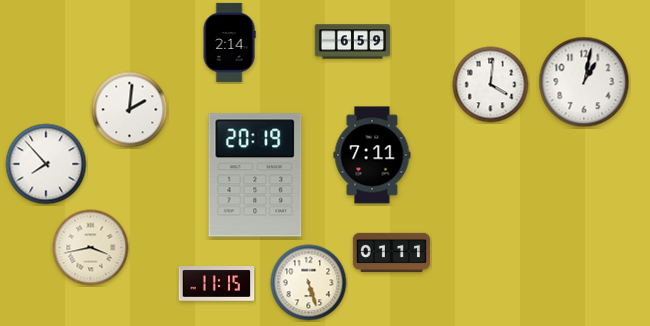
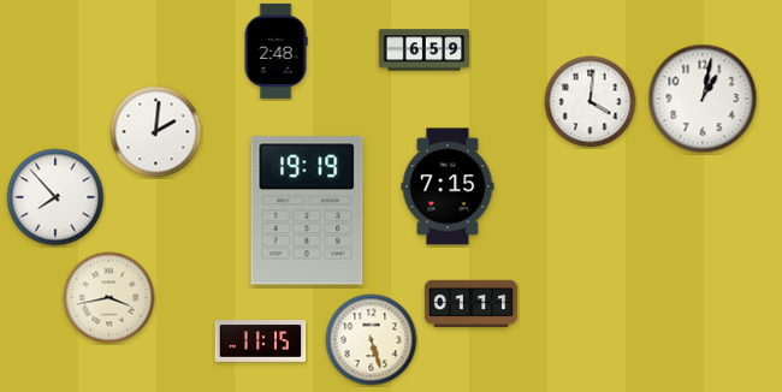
clock at (229, 42): 2:14 -> 2:48
clock at (372, 155): 7:11 -> 7:15
clock at (255, 175): 20:19 -> 19:19
